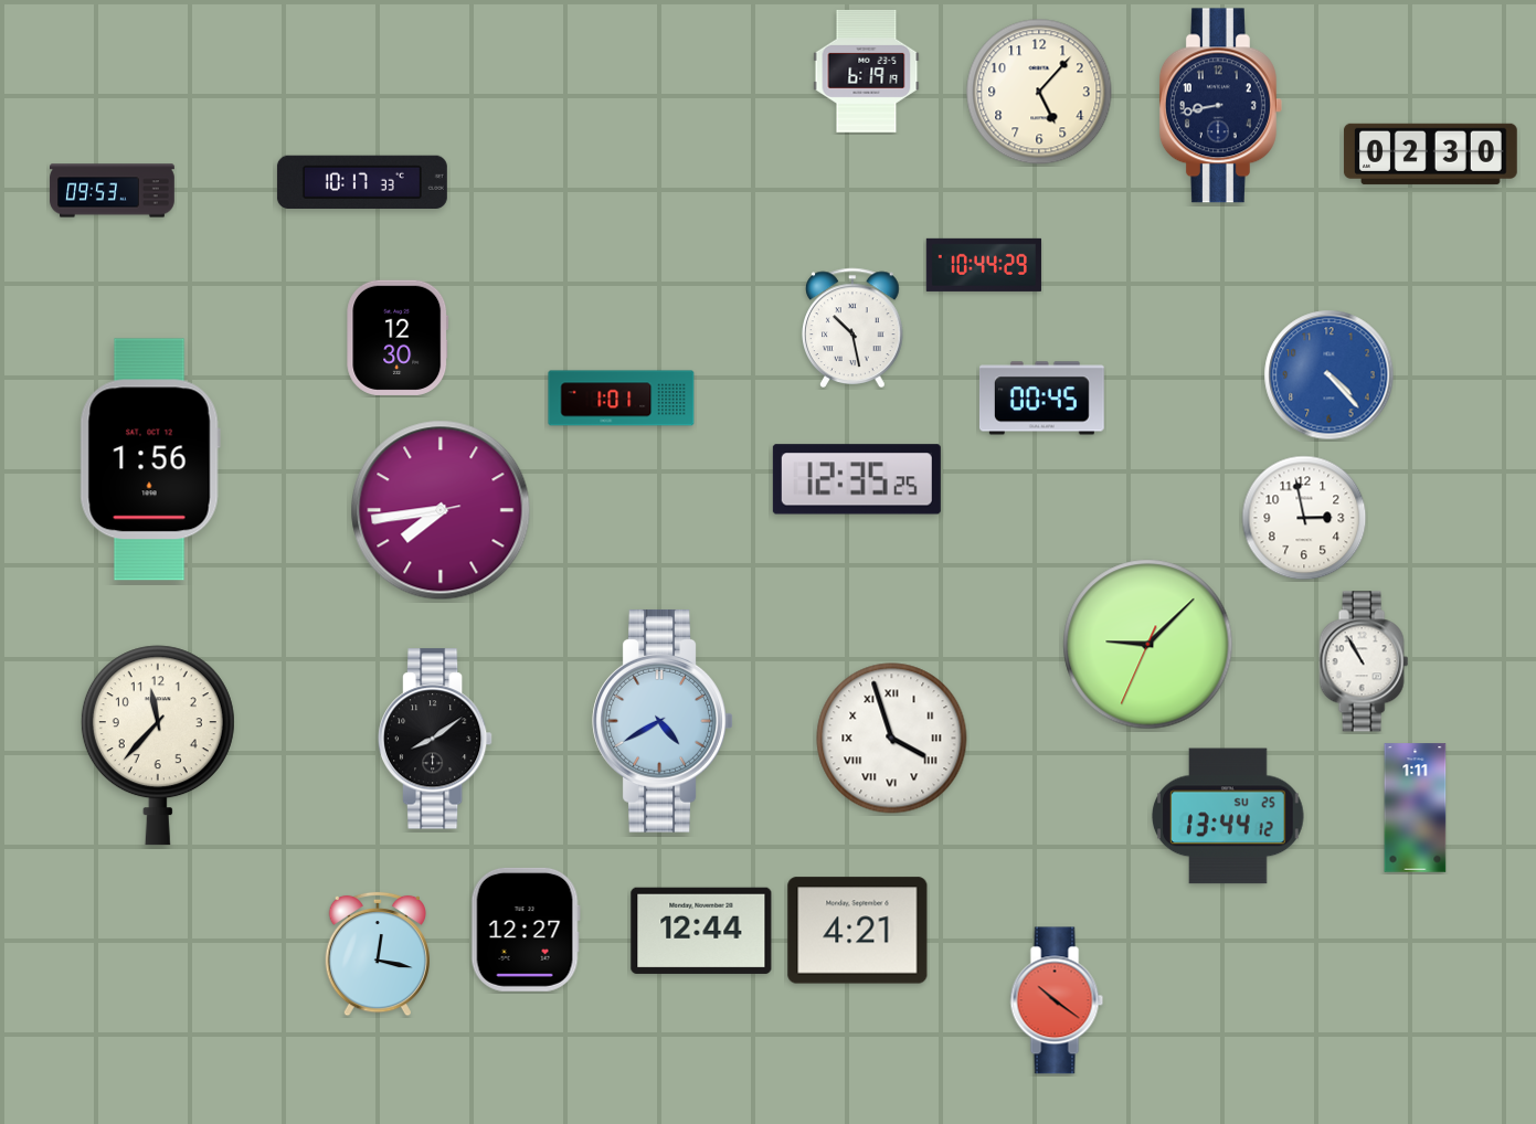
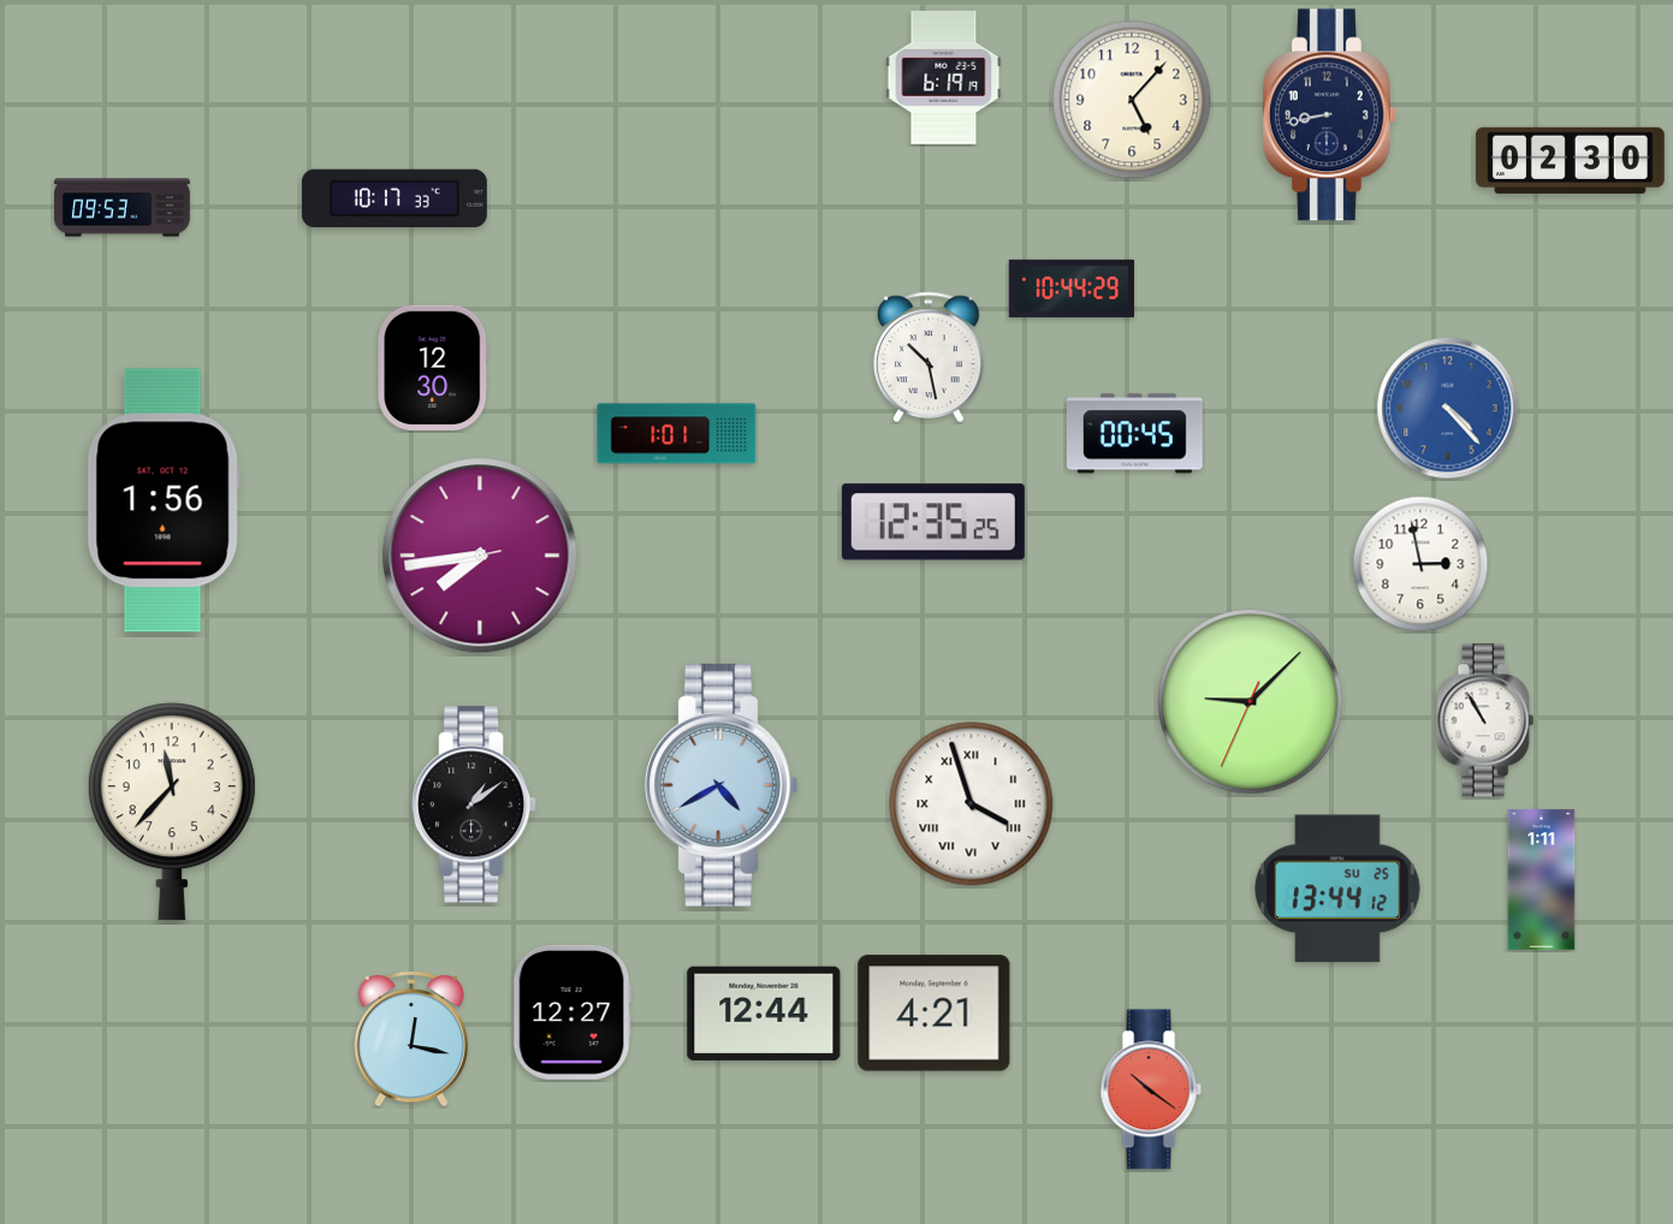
clock at (1431, 153) position: (1431, 153) -> (1571, 160)
clock at (435, 739): 8:09 -> 1:09
